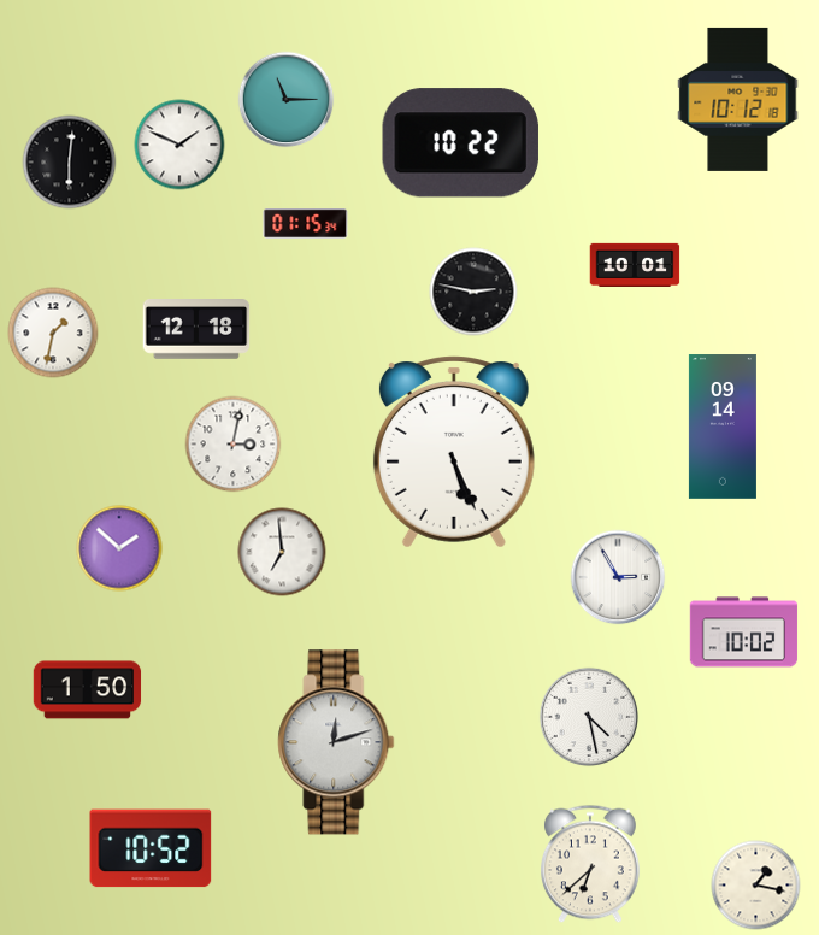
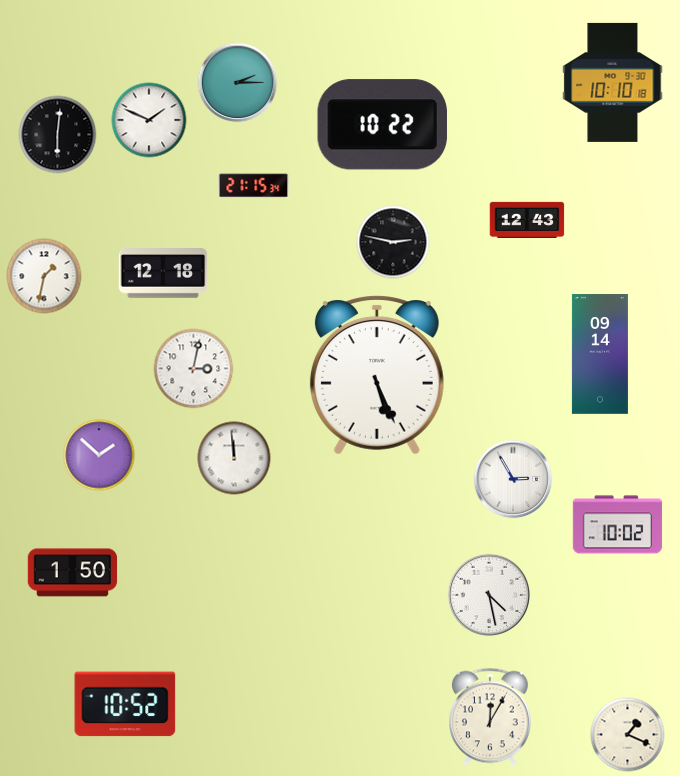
clock at (738, 99): 10:12 -> 10:10
clock at (287, 100): 11:15 -> 2:15
clock at (460, 143) position: (460, 143) -> (382, 125)
clock at (306, 224): 01:15 -> 21:15
clock at (635, 264): 10:01 -> 12:43
clock at (282, 552): 6:59 -> 11:59
clock at (336, 742): 12:12 -> none
clock at (591, 864): 6:38 -> 12:05
clock at (756, 886): 1:17 -> 1:19
